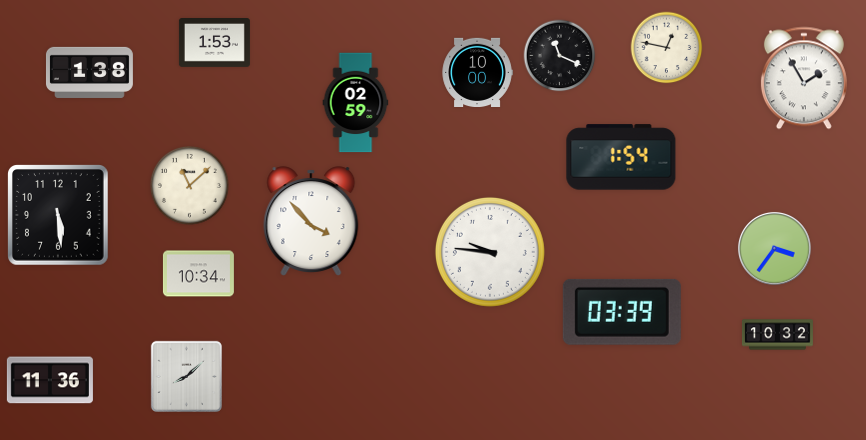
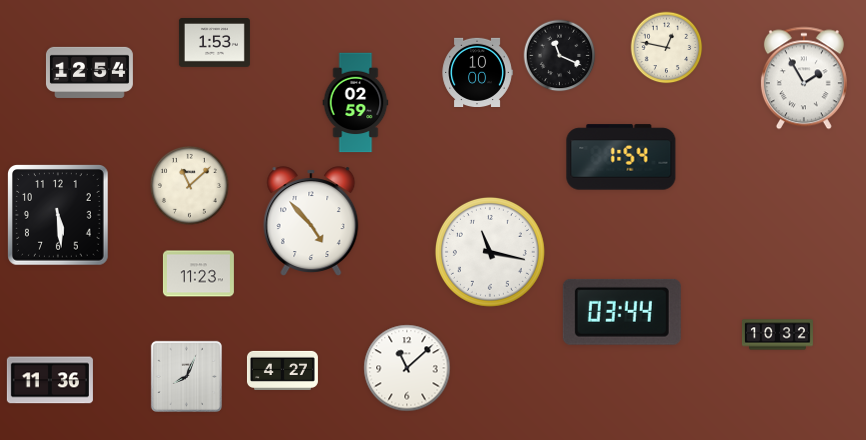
clock at (89, 72): 1:38 -> 12:54
clock at (311, 221): 3:53 -> 4:53
clock at (774, 248): 3:36 -> none
clock at (490, 252): 9:46 -> 11:17
clock at (198, 274): 10:34 -> 11:23
clock at (622, 312): 03:39 -> 03:44
clock at (407, 368): none -> 11:08
clock at (282, 370): none -> 4:27
clock at (186, 376): 8:08 -> 8:04
